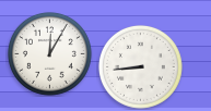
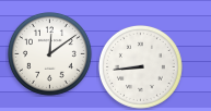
clock at (49, 53): 12:05 -> 12:09
